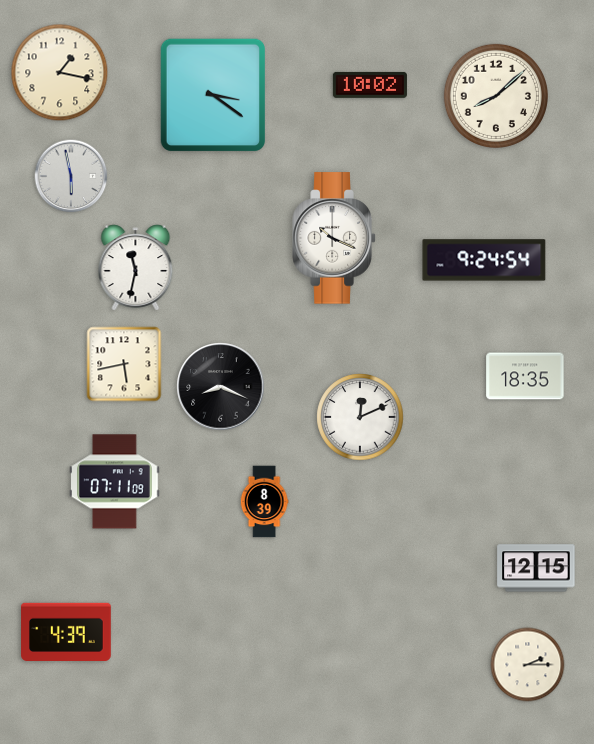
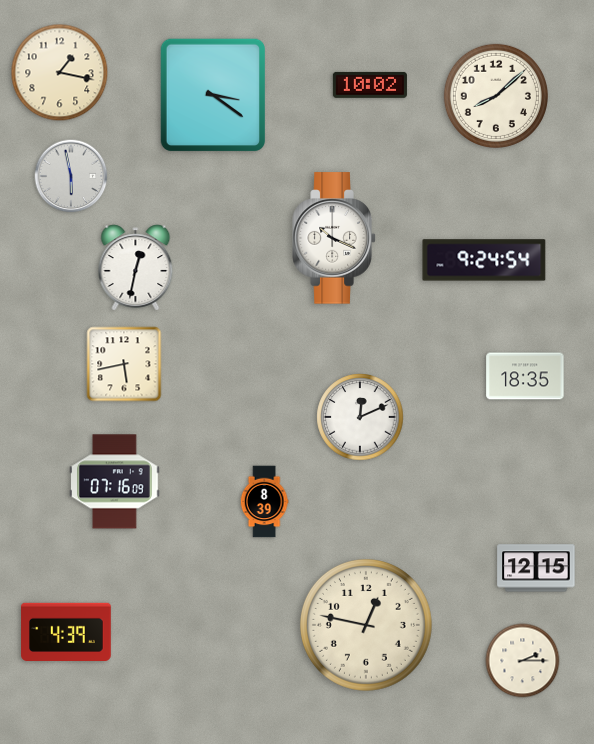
clock at (136, 268): 11:32 -> 12:32
clock at (221, 387): 8:19 -> none
clock at (115, 482): 07:11 -> 07:16
clock at (366, 625): none -> 12:47
clock at (528, 665) position: (528, 665) -> (523, 661)
